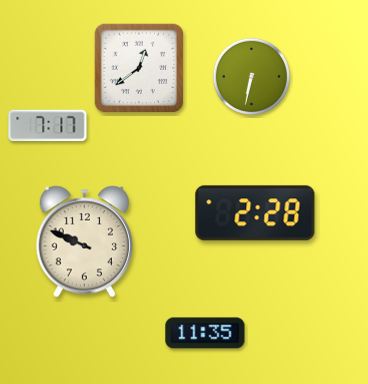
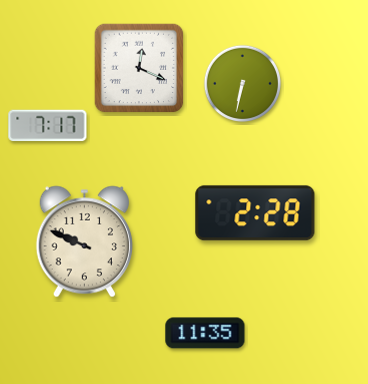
clock at (139, 68): 12:39 -> 12:19
clock at (251, 76) position: (251, 76) -> (242, 83)
